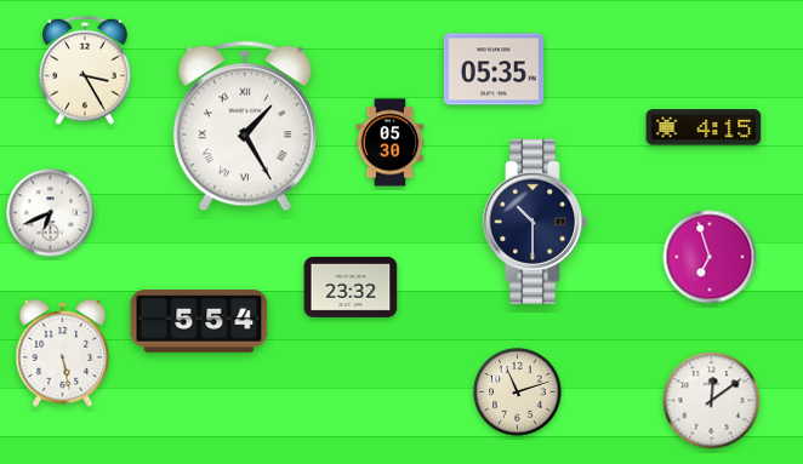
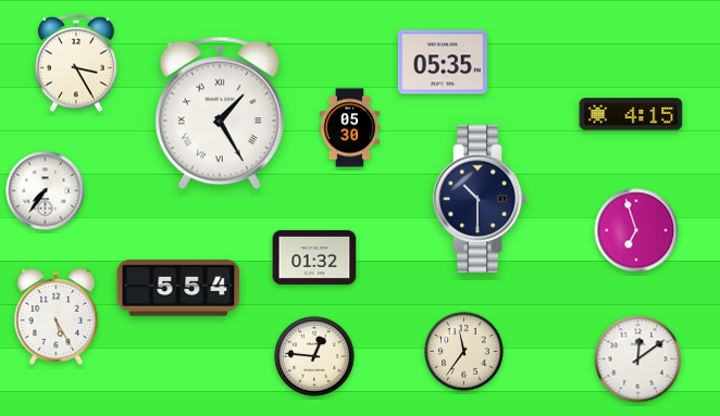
clock at (51, 213): 6:41 -> 7:36
clock at (351, 287): 23:32 -> 01:32
clock at (63, 354): 5:28 -> 5:25
clock at (518, 393): 11:12 -> 11:36
clock at (314, 356): none -> 12:46
